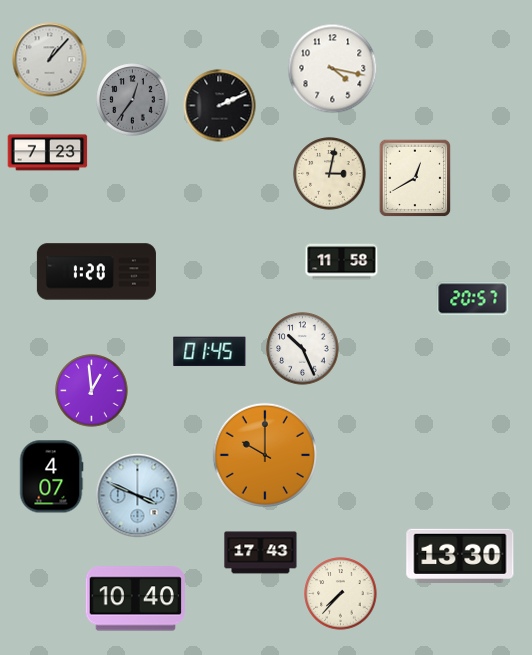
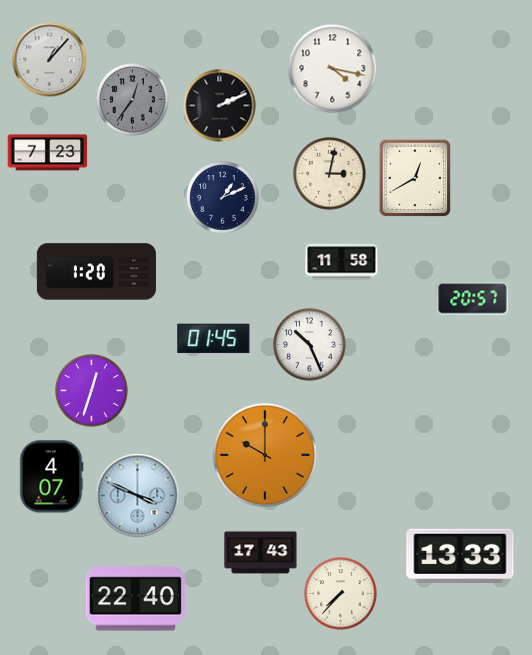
clock at (223, 198): none -> 1:11
clock at (303, 349) position: (303, 349) -> (310, 345)
clock at (210, 352) position: (210, 352) -> (214, 339)
clock at (92, 391): 12:59 -> 12:33
clock at (460, 556): 13:30 -> 13:33
clock at (135, 599): 10:40 -> 22:40
